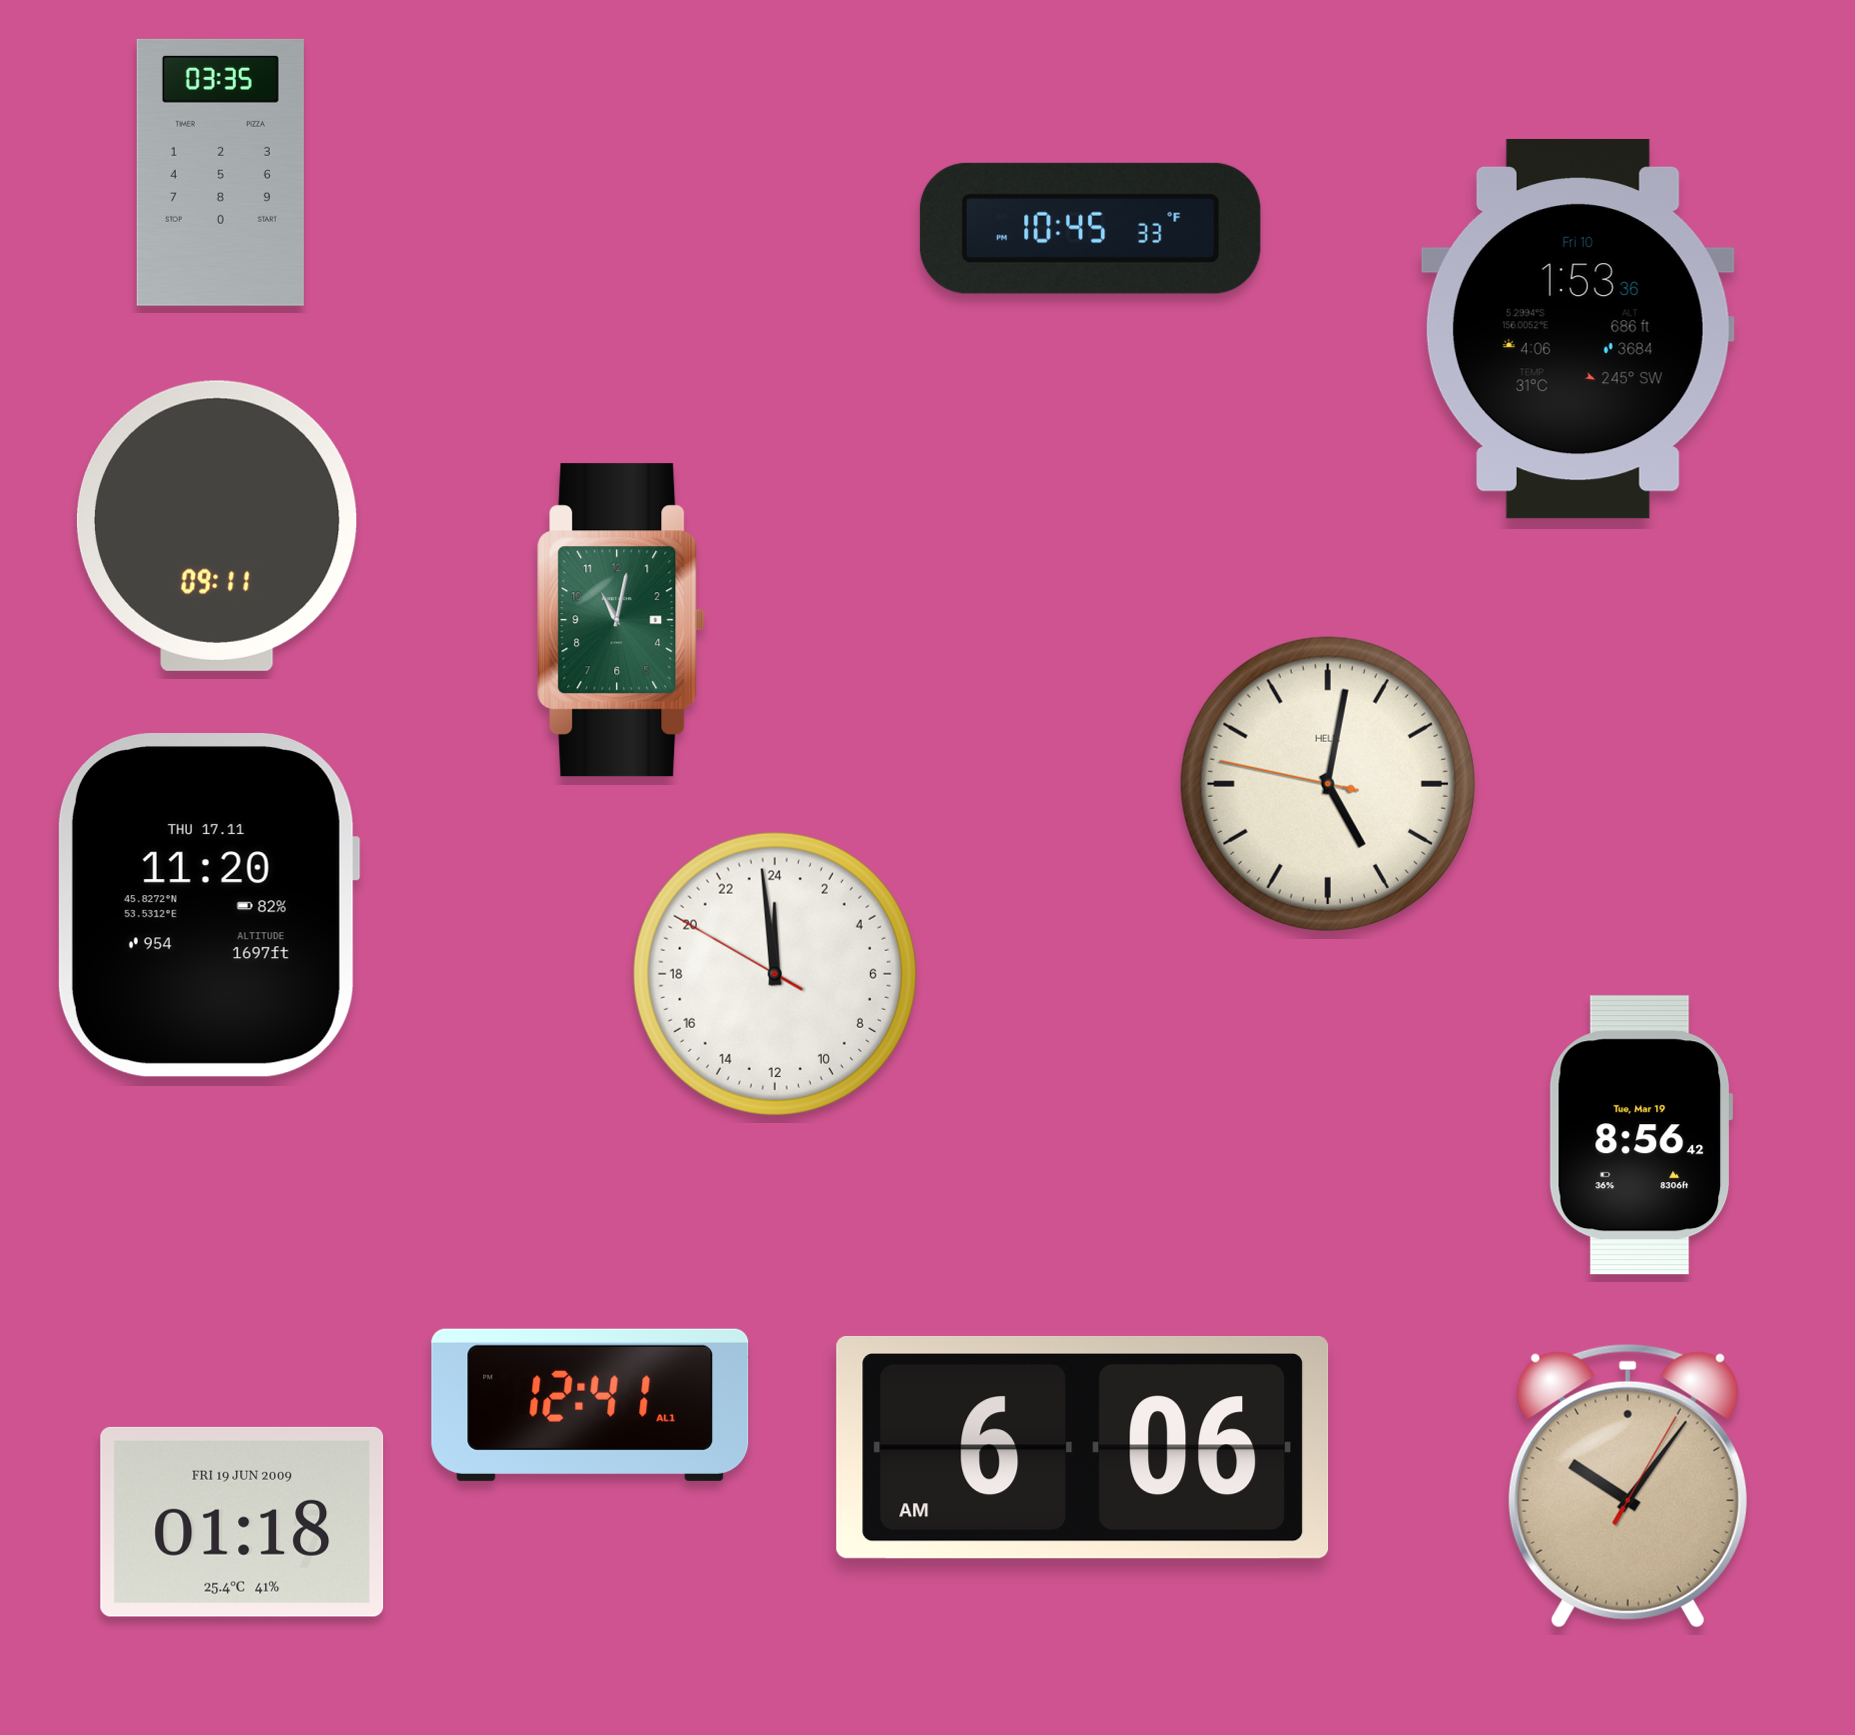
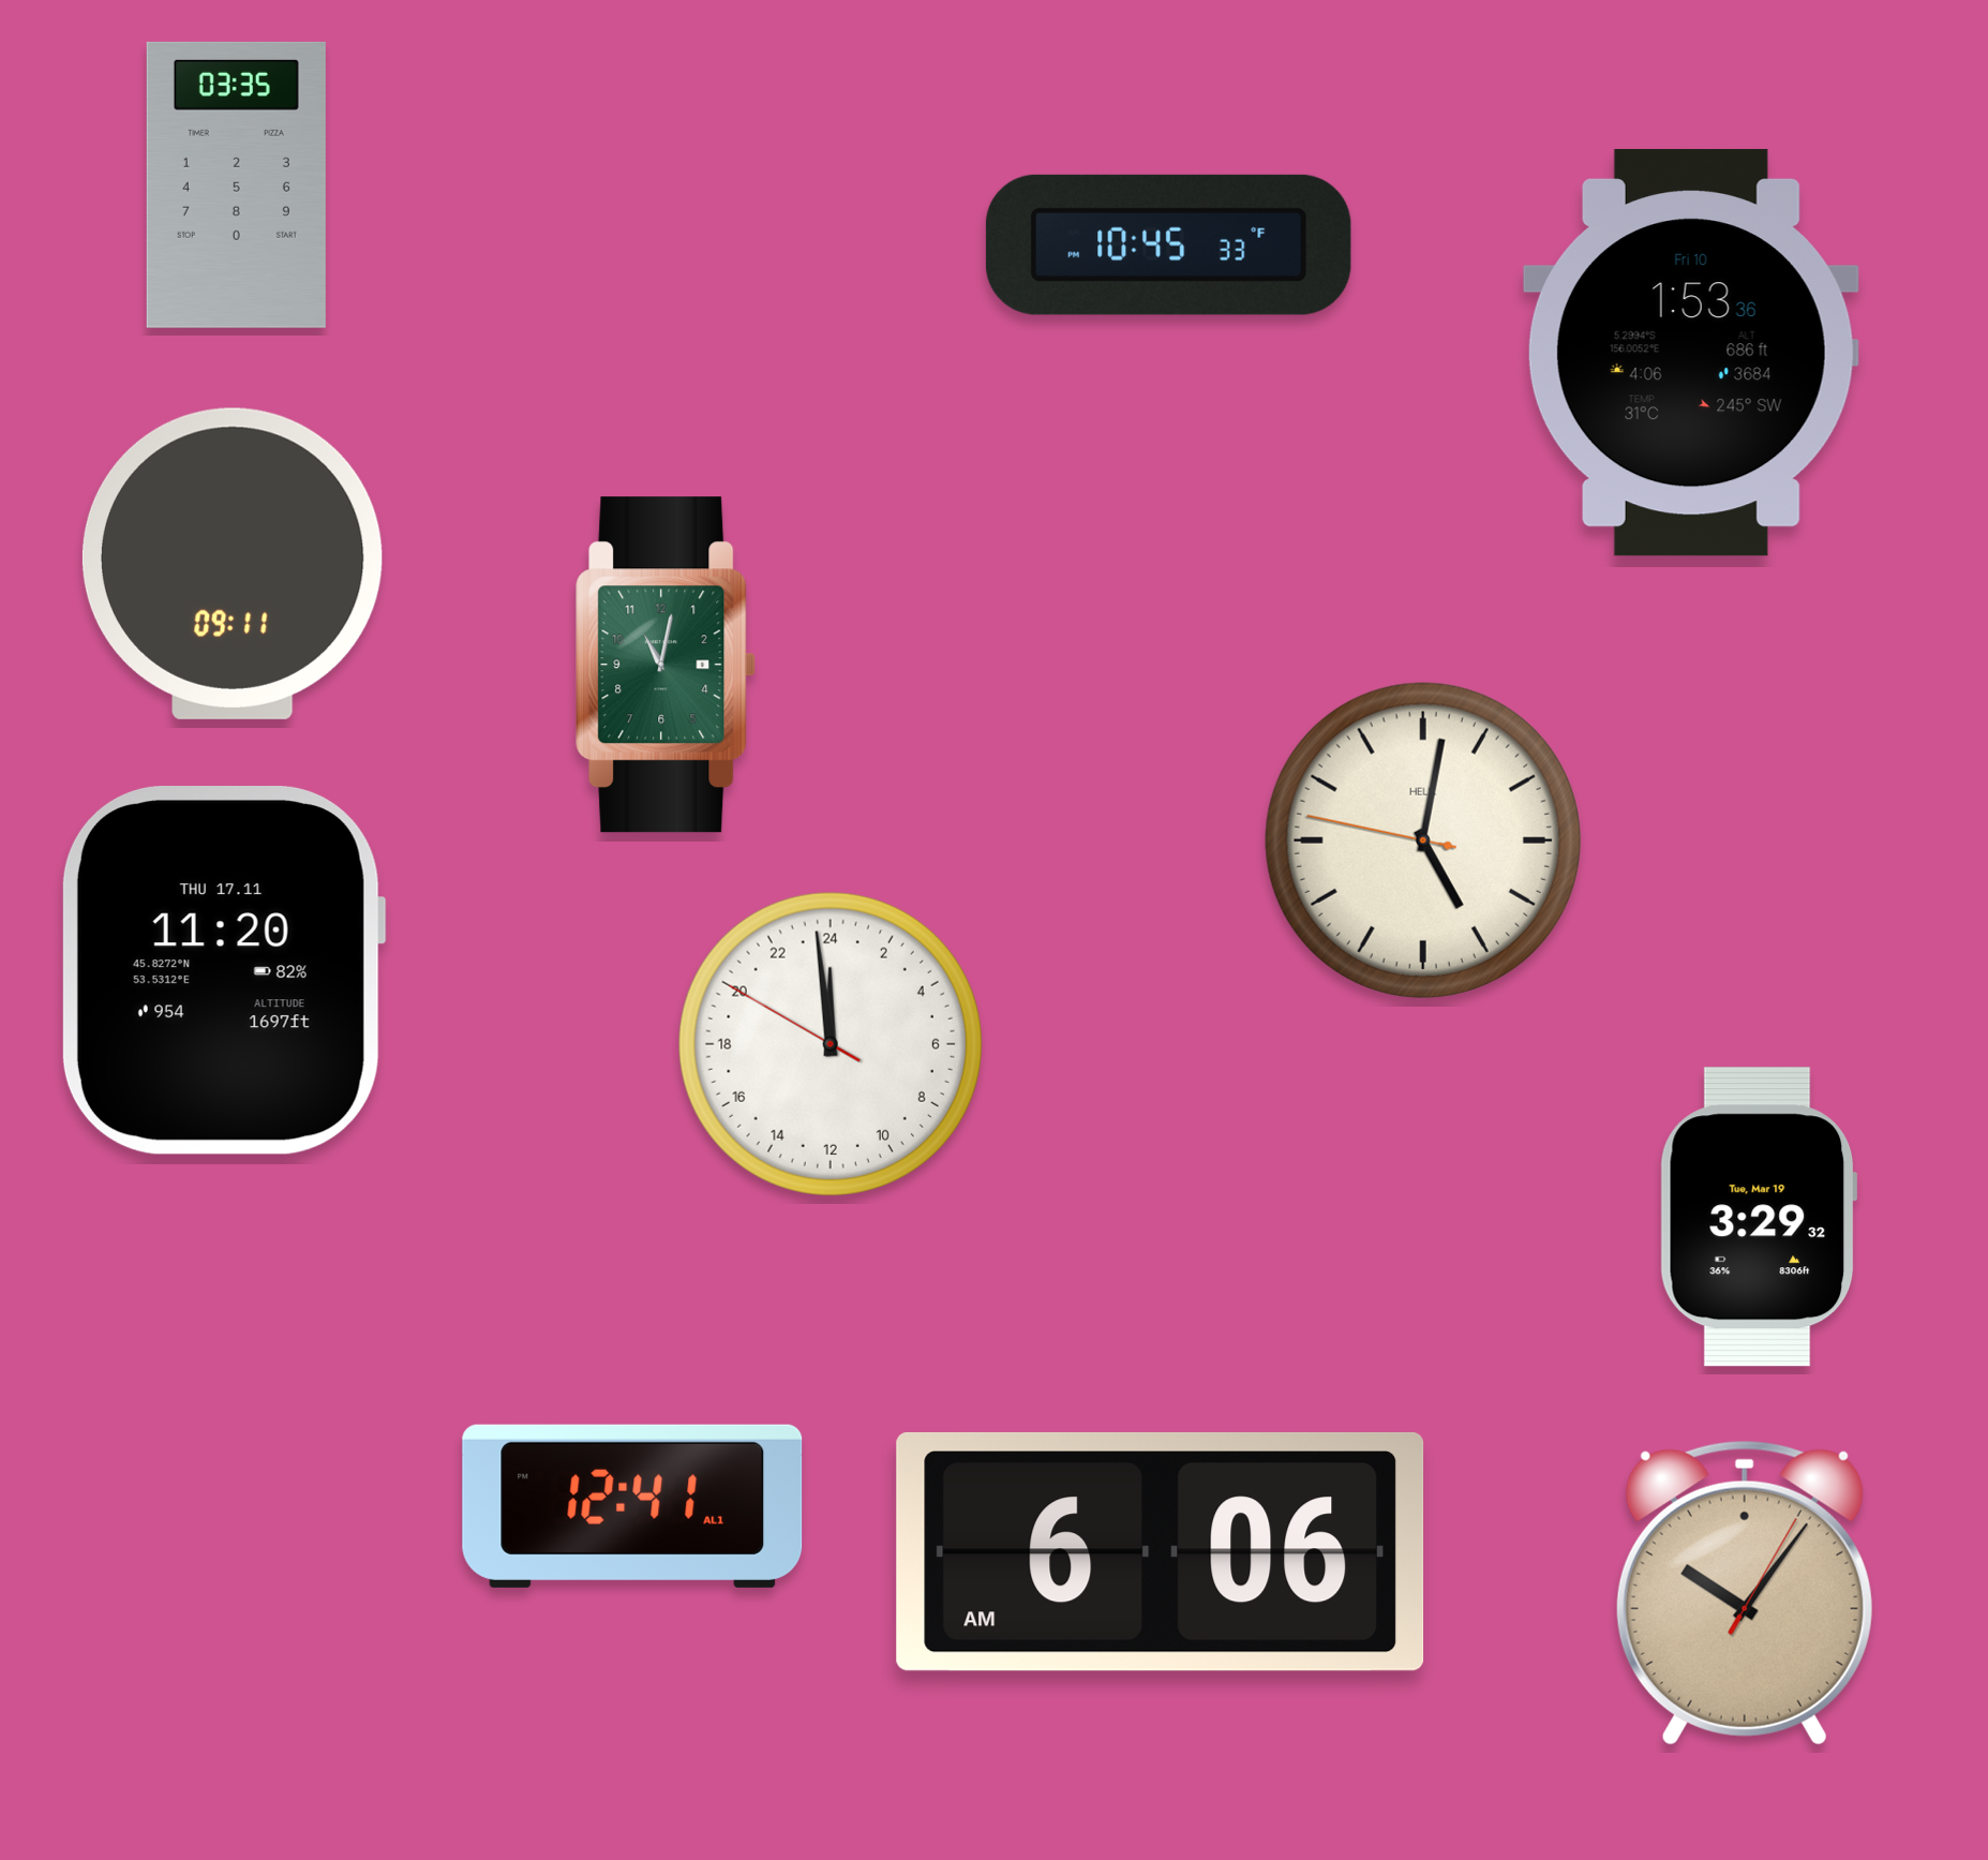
clock at (1641, 1135): 8:56 -> 3:29
clock at (242, 1522): 01:18 -> none
